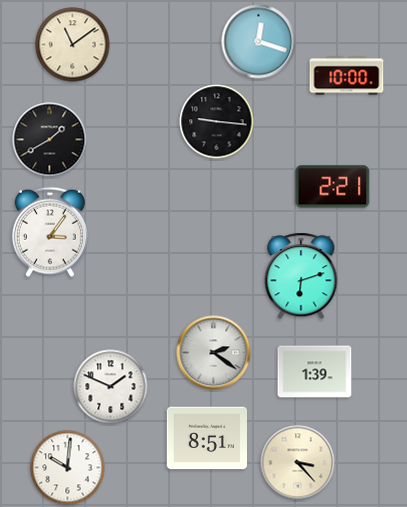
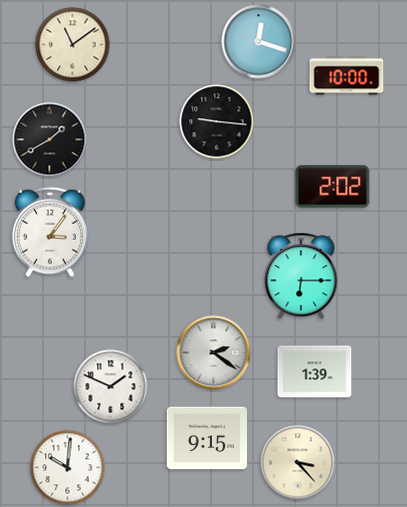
clock at (333, 187): 2:21 -> 2:02
clock at (301, 276): 6:12 -> 6:15
clock at (207, 438): 8:51 -> 9:15
